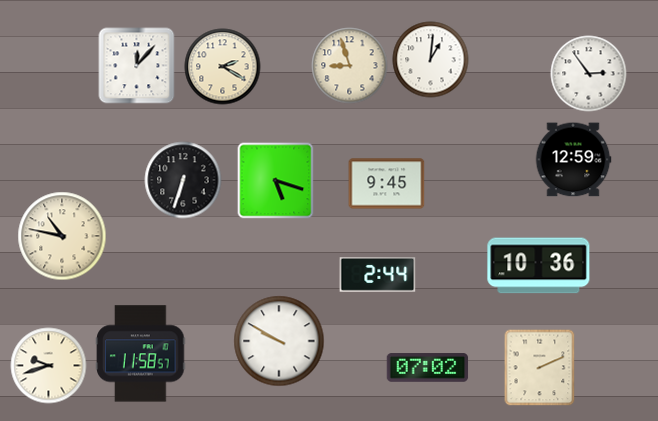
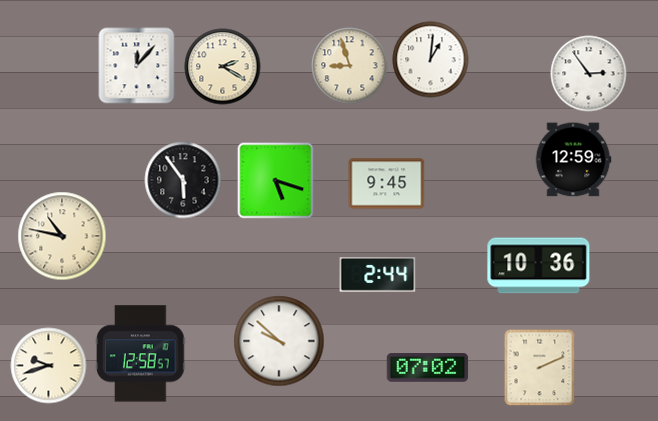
clock at (183, 180): 6:33 -> 5:54
clock at (279, 341): 9:50 -> 9:52
clock at (141, 354): 11:58 -> 12:58
